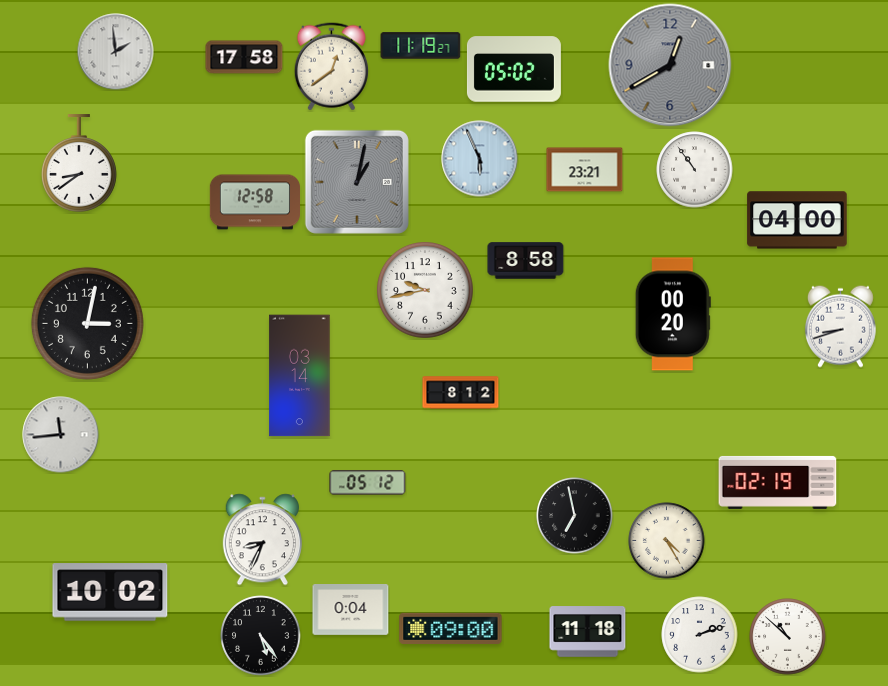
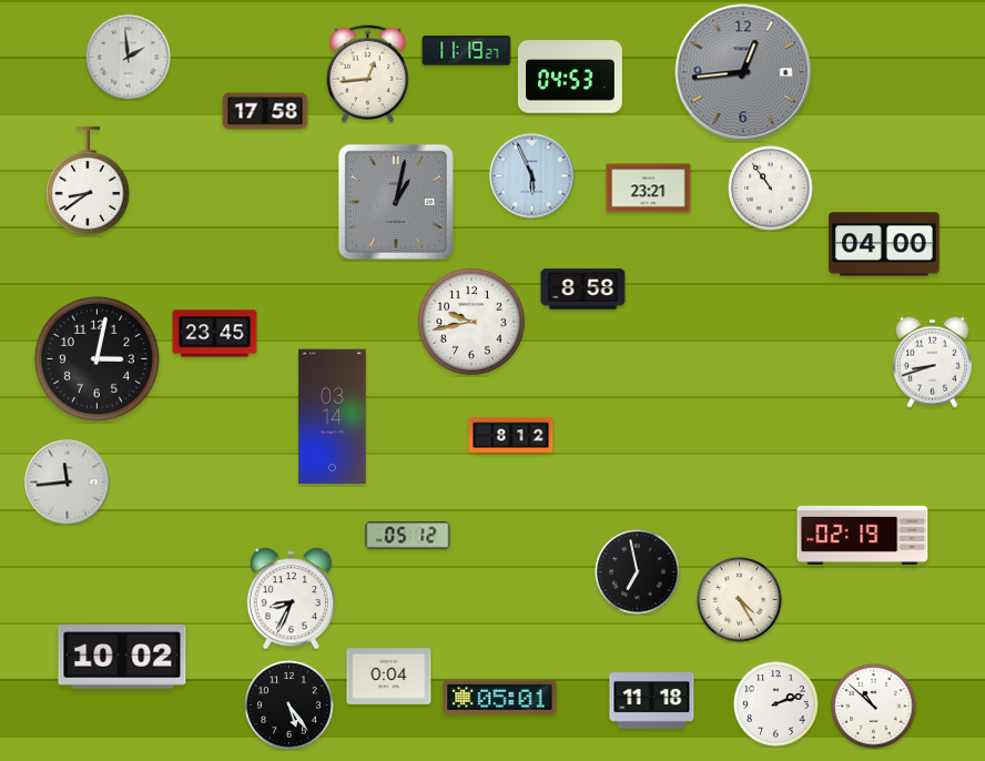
clock at (244, 57) position: (244, 57) -> (265, 111)
clock at (670, 65): 12:40 -> 12:44
clock at (331, 67): 12:39 -> 12:44
clock at (514, 69): 05:02 -> 04:53
clock at (254, 202): 12:58 -> none
clock at (215, 334): none -> 23:45
clock at (673, 314): 00:20 -> none
clock at (451, 628): 09:00 -> 05:01
